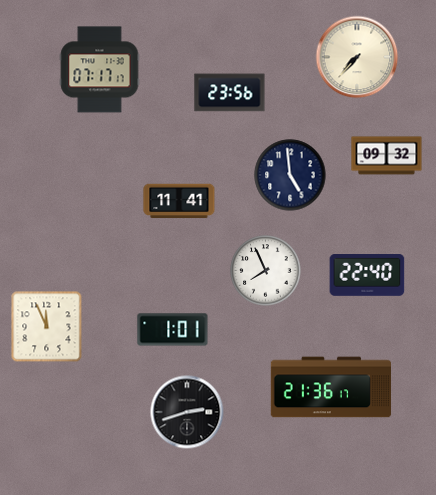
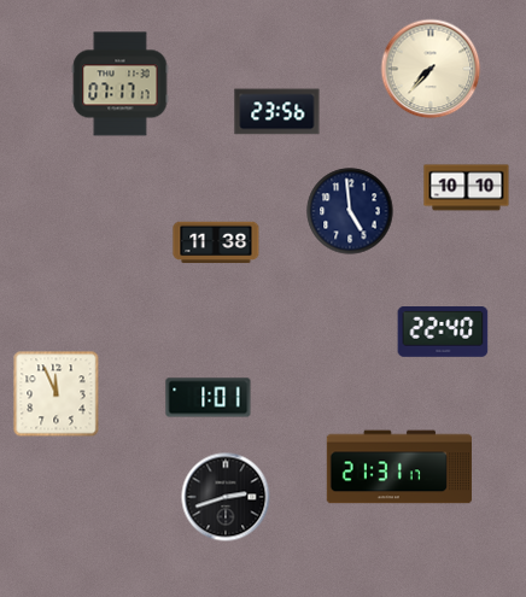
clock at (387, 156): 09:32 -> 10:10
clock at (179, 201): 11:41 -> 11:38
clock at (266, 271): 7:56 -> none
clock at (330, 387): 21:36 -> 21:31
